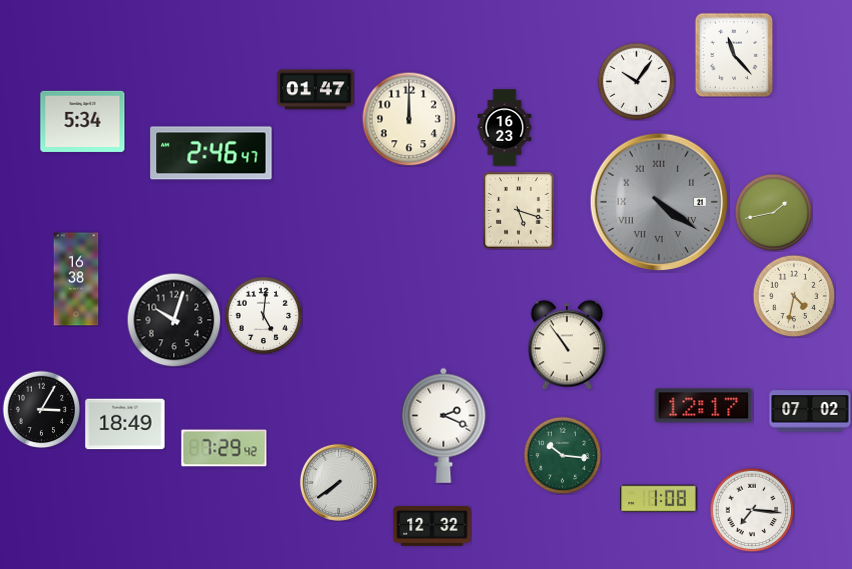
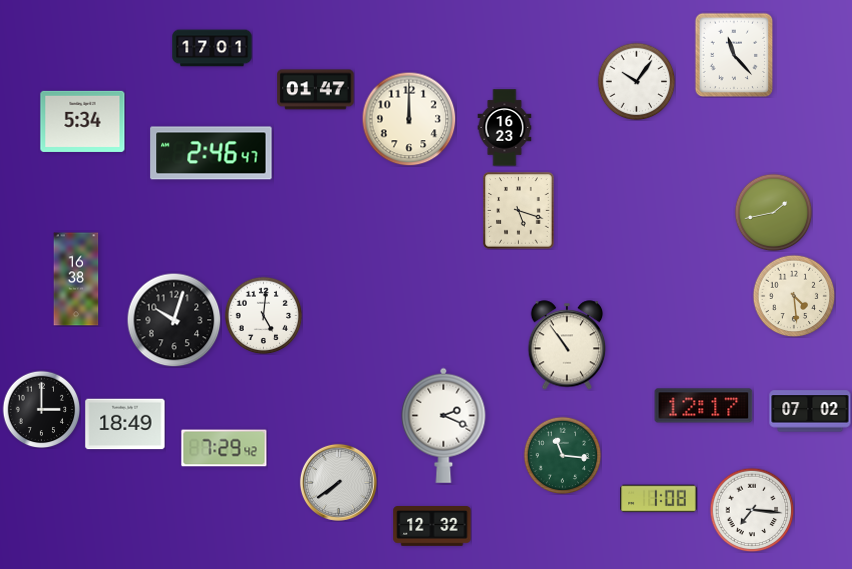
clock at (212, 48): none -> 17:01
clock at (659, 202): 4:21 -> none
clock at (794, 296): 4:32 -> 4:29
clock at (41, 409): 3:05 -> 3:00
clock at (562, 455): 10:16 -> 11:16
